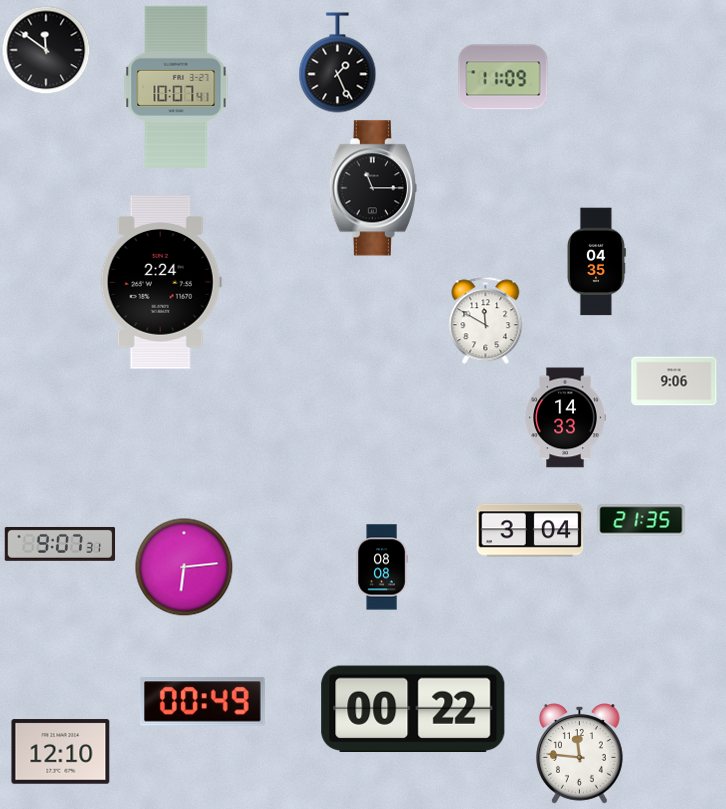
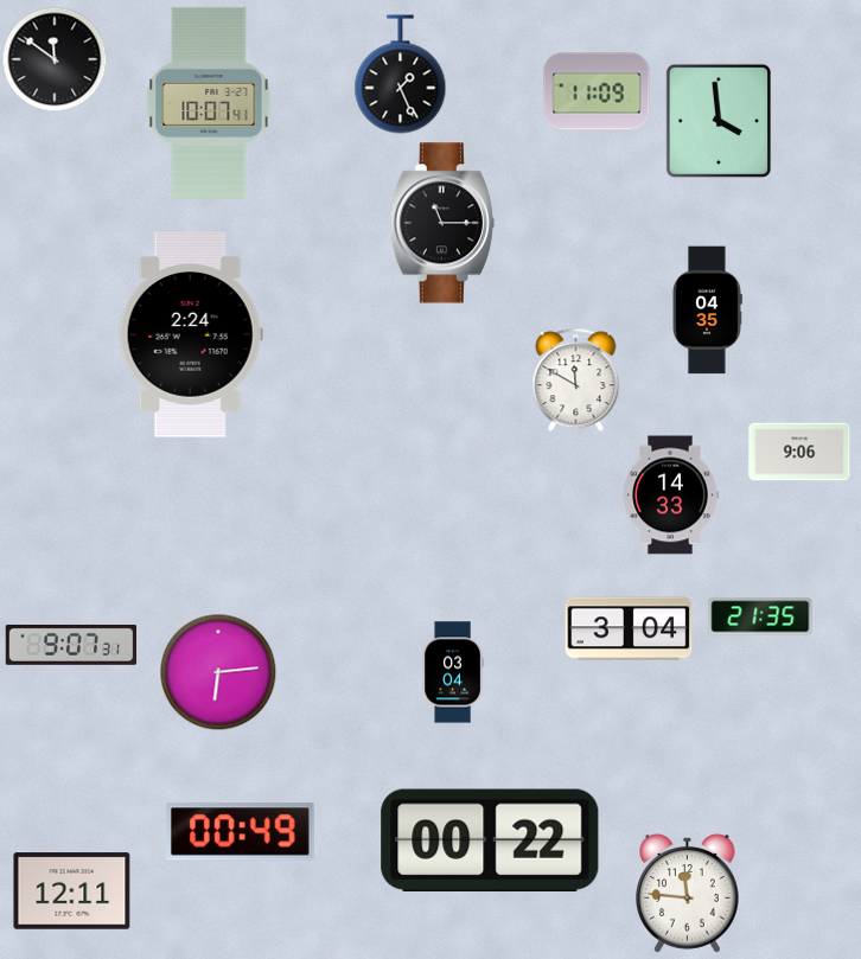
clock at (717, 121): none -> 3:59
clock at (382, 567): 08:08 -> 03:04
clock at (61, 752): 12:10 -> 12:11
